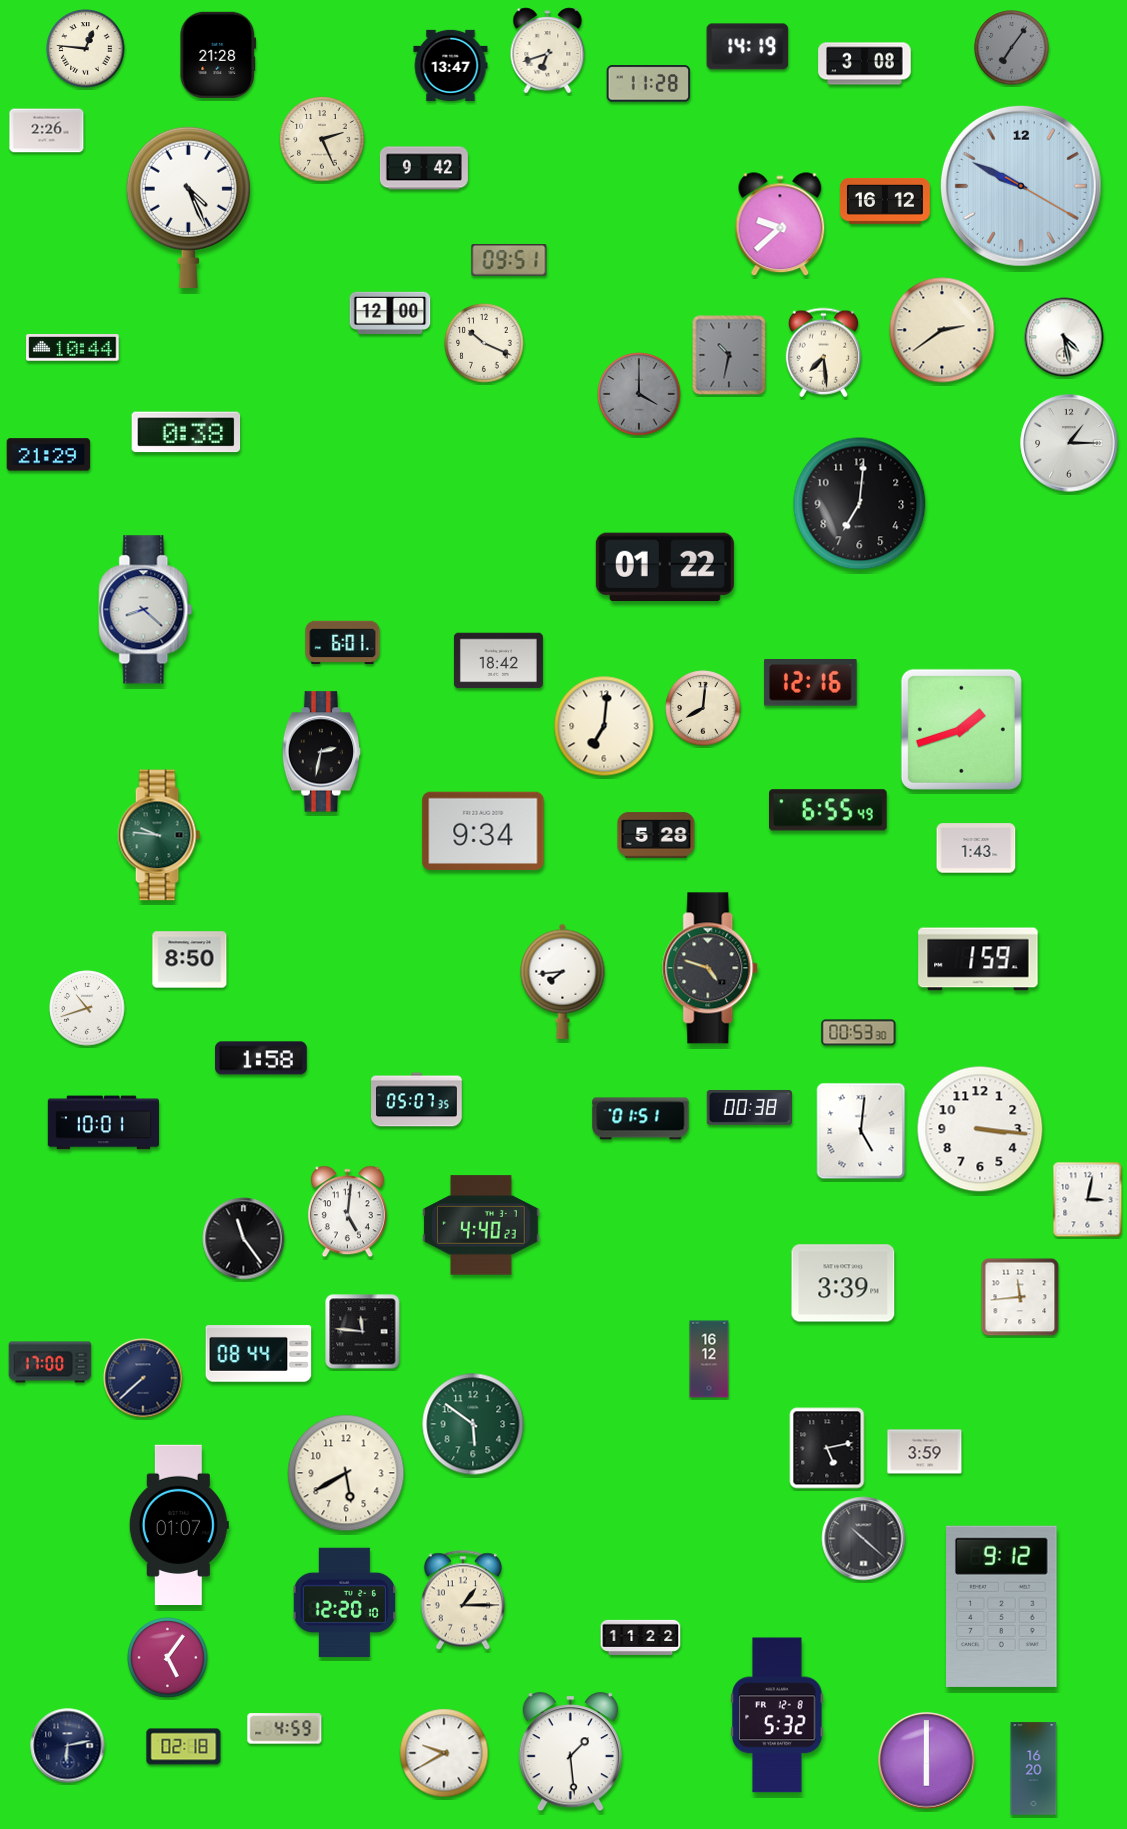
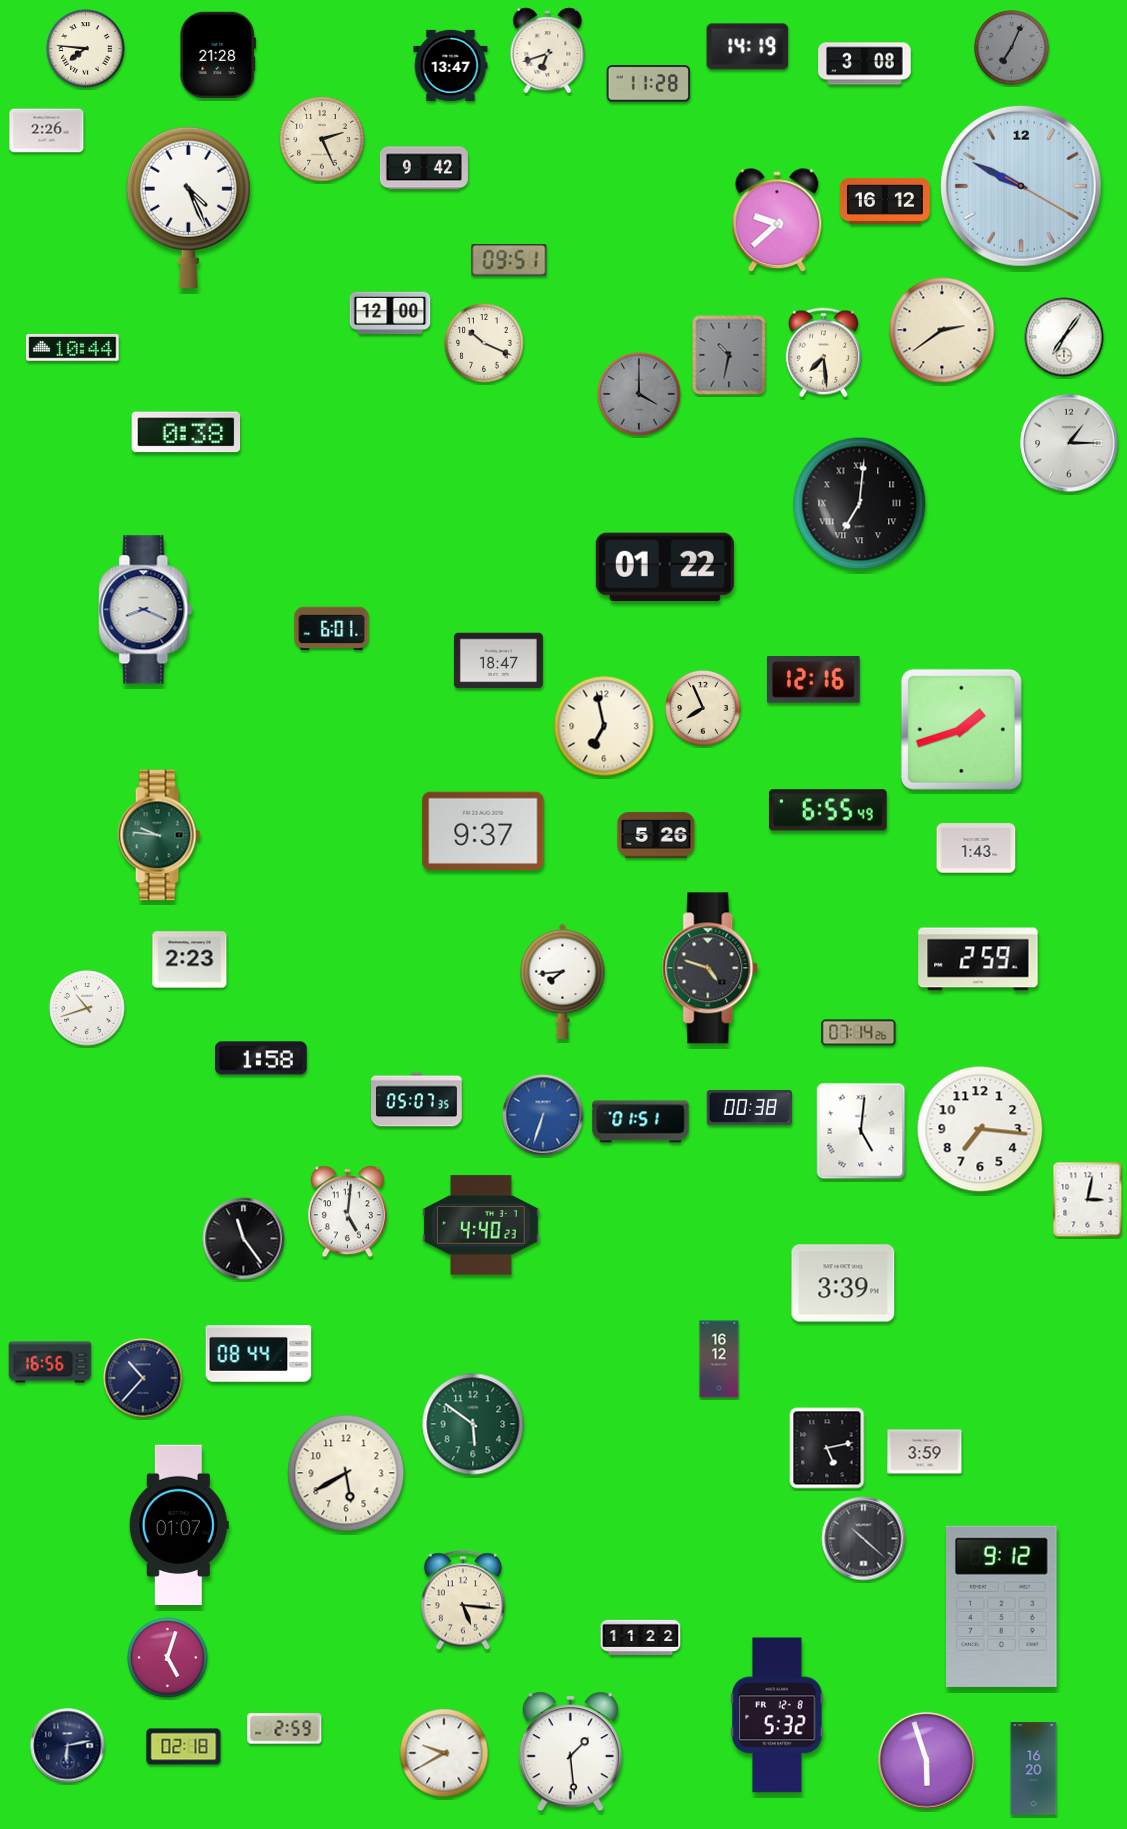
clock at (1012, 48): 7:06 -> 7:04
clock at (86, 49): 12:46 -> 7:46
clock at (780, 225) position: (780, 225) -> (777, 221)
clock at (1064, 337): 4:28 -> 7:06
clock at (49, 455): 21:29 -> none
clock at (860, 504) numerals: Arabic -> Roman
clock at (146, 610): 8:22 -> 8:19
clock at (343, 642) position: (343, 642) -> (332, 628)
clock at (498, 661): 18:42 -> 18:47
clock at (811, 683) position: (811, 683) -> (814, 680)
clock at (703, 708): 8:01 -> 7:56
clock at (604, 726): 7:01 -> 6:58
clock at (322, 752): 2:32 -> none
clock at (483, 830): 9:34 -> 9:37
clock at (656, 835): 5:28 -> 5:26
clock at (978, 959): 1:59 -> 2:59
clock at (190, 960): 8:50 -> 2:23
clock at (859, 1033): 00:53 -> 07:14
clock at (543, 1115): none -> 6:33
clock at (641, 1119) position: (641, 1119) -> (641, 1122)
clock at (103, 1123): 10:01 -> none
clock at (980, 1129): 3:16 -> 7:16
clock at (1020, 1297): 11:44 -> none
clock at (363, 1332): 11:46 -> none
clock at (709, 1359) position: (709, 1359) -> (719, 1359)
clock at (50, 1362): 17:00 -> 16:56
clock at (143, 1378): 7:38 -> 10:37
clock at (463, 1600): 1:15 -> 5:16
clock at (344, 1603): 12:20 -> none
clock at (168, 1658): 5:06 -> 5:03
clock at (285, 1729): 4:59 -> 2:59
clock at (927, 1761): 6:00 -> 5:57
